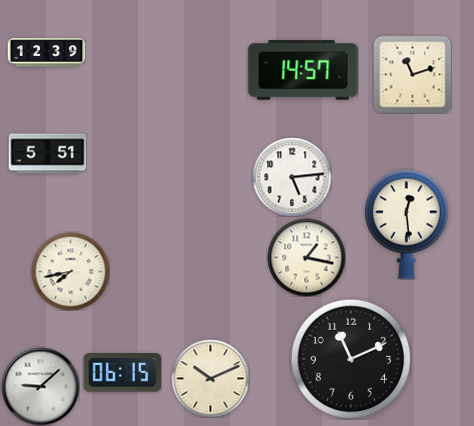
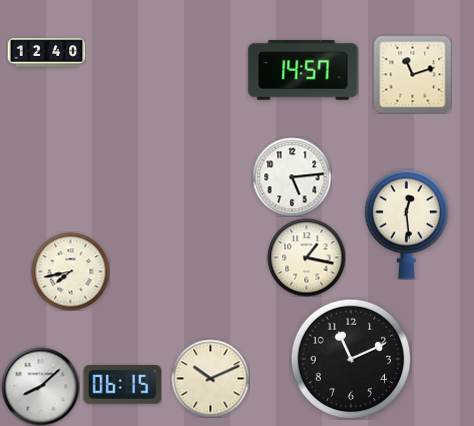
clock at (46, 53): 12:39 -> 12:40
clock at (47, 154): 5:51 -> none
clock at (122, 373) position: (122, 373) -> (122, 385)
clock at (40, 386): 9:08 -> 8:08
